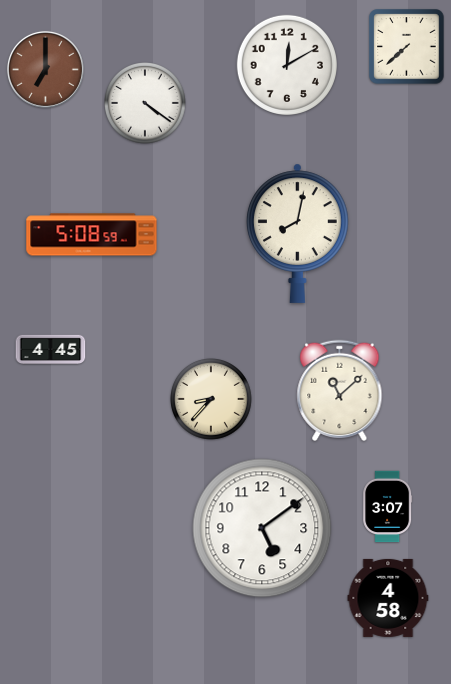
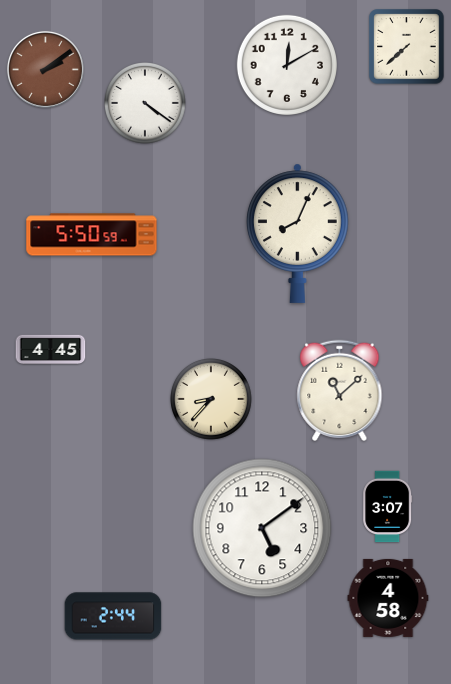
clock at (45, 69): 7:00 -> 2:09
clock at (297, 233): 8:02 -> 8:04
clock at (92, 235): 5:08 -> 5:50
clock at (113, 616): none -> 2:44
